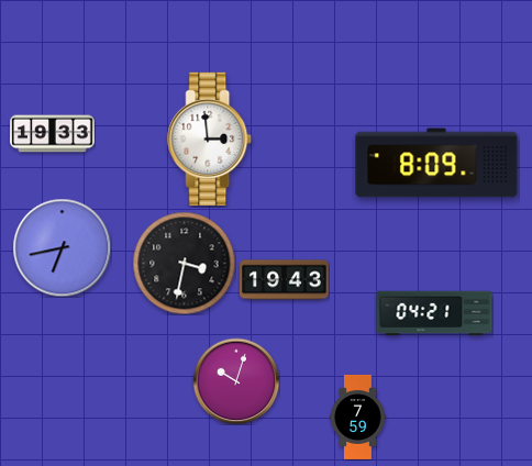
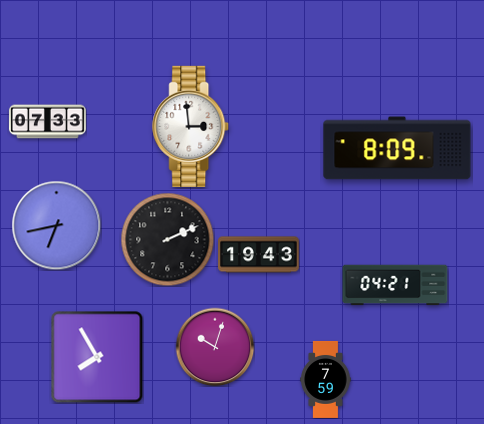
clock at (52, 134): 19:33 -> 07:33
clock at (184, 263): 3:32 -> 2:11
clock at (97, 357): none -> 7:55
